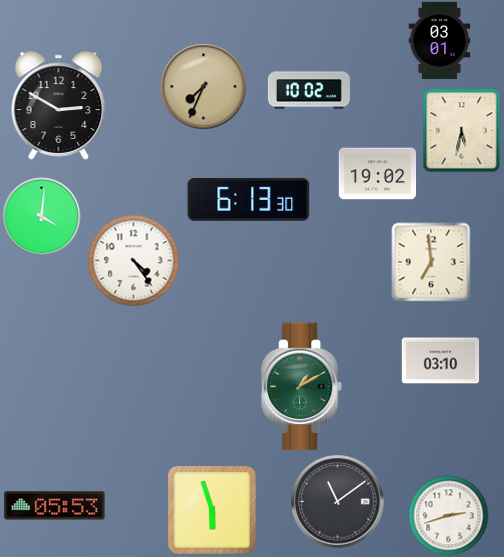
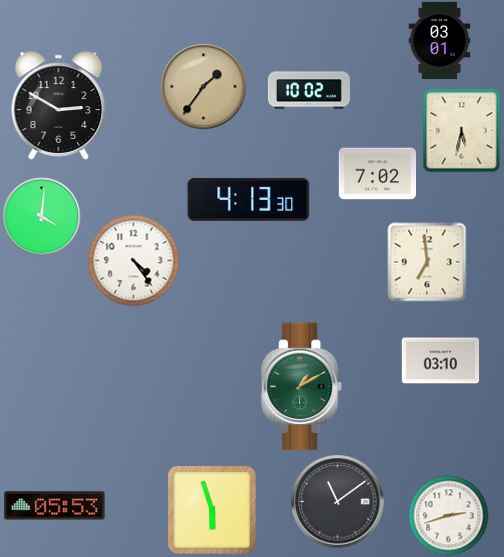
clock at (203, 86): 7:34 -> 1:36
clock at (377, 174): 19:02 -> 7:02
clock at (249, 199): 6:13 -> 4:13
clock at (431, 262) position: (431, 262) -> (427, 262)
